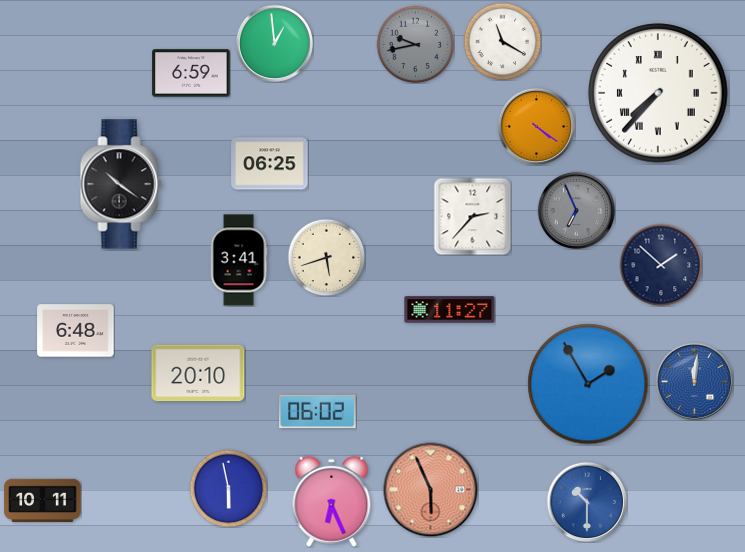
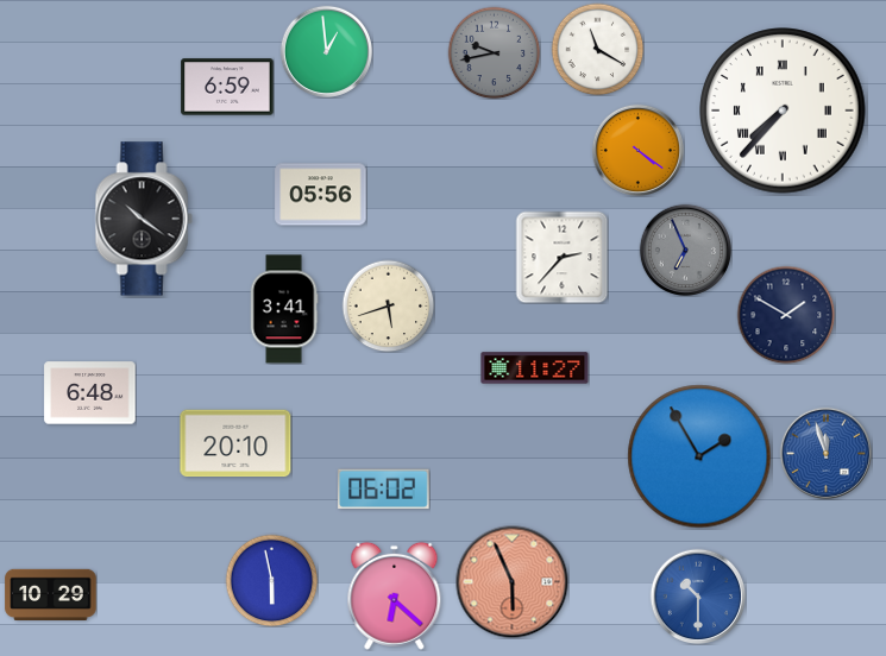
clock at (270, 164): 06:25 -> 05:56
clock at (661, 265): 1:52 -> 1:50
clock at (694, 381): 12:01 -> 11:57
clock at (318, 412) position: (318, 412) -> (384, 490)
clock at (43, 500): 10:11 -> 10:29
clock at (332, 501): 6:26 -> 6:22
